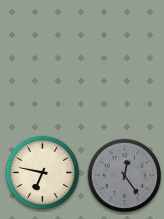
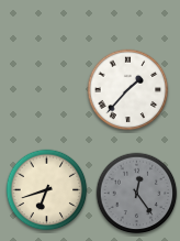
clock at (128, 90): none -> 1:37
clock at (43, 173): 6:47 -> 6:42
